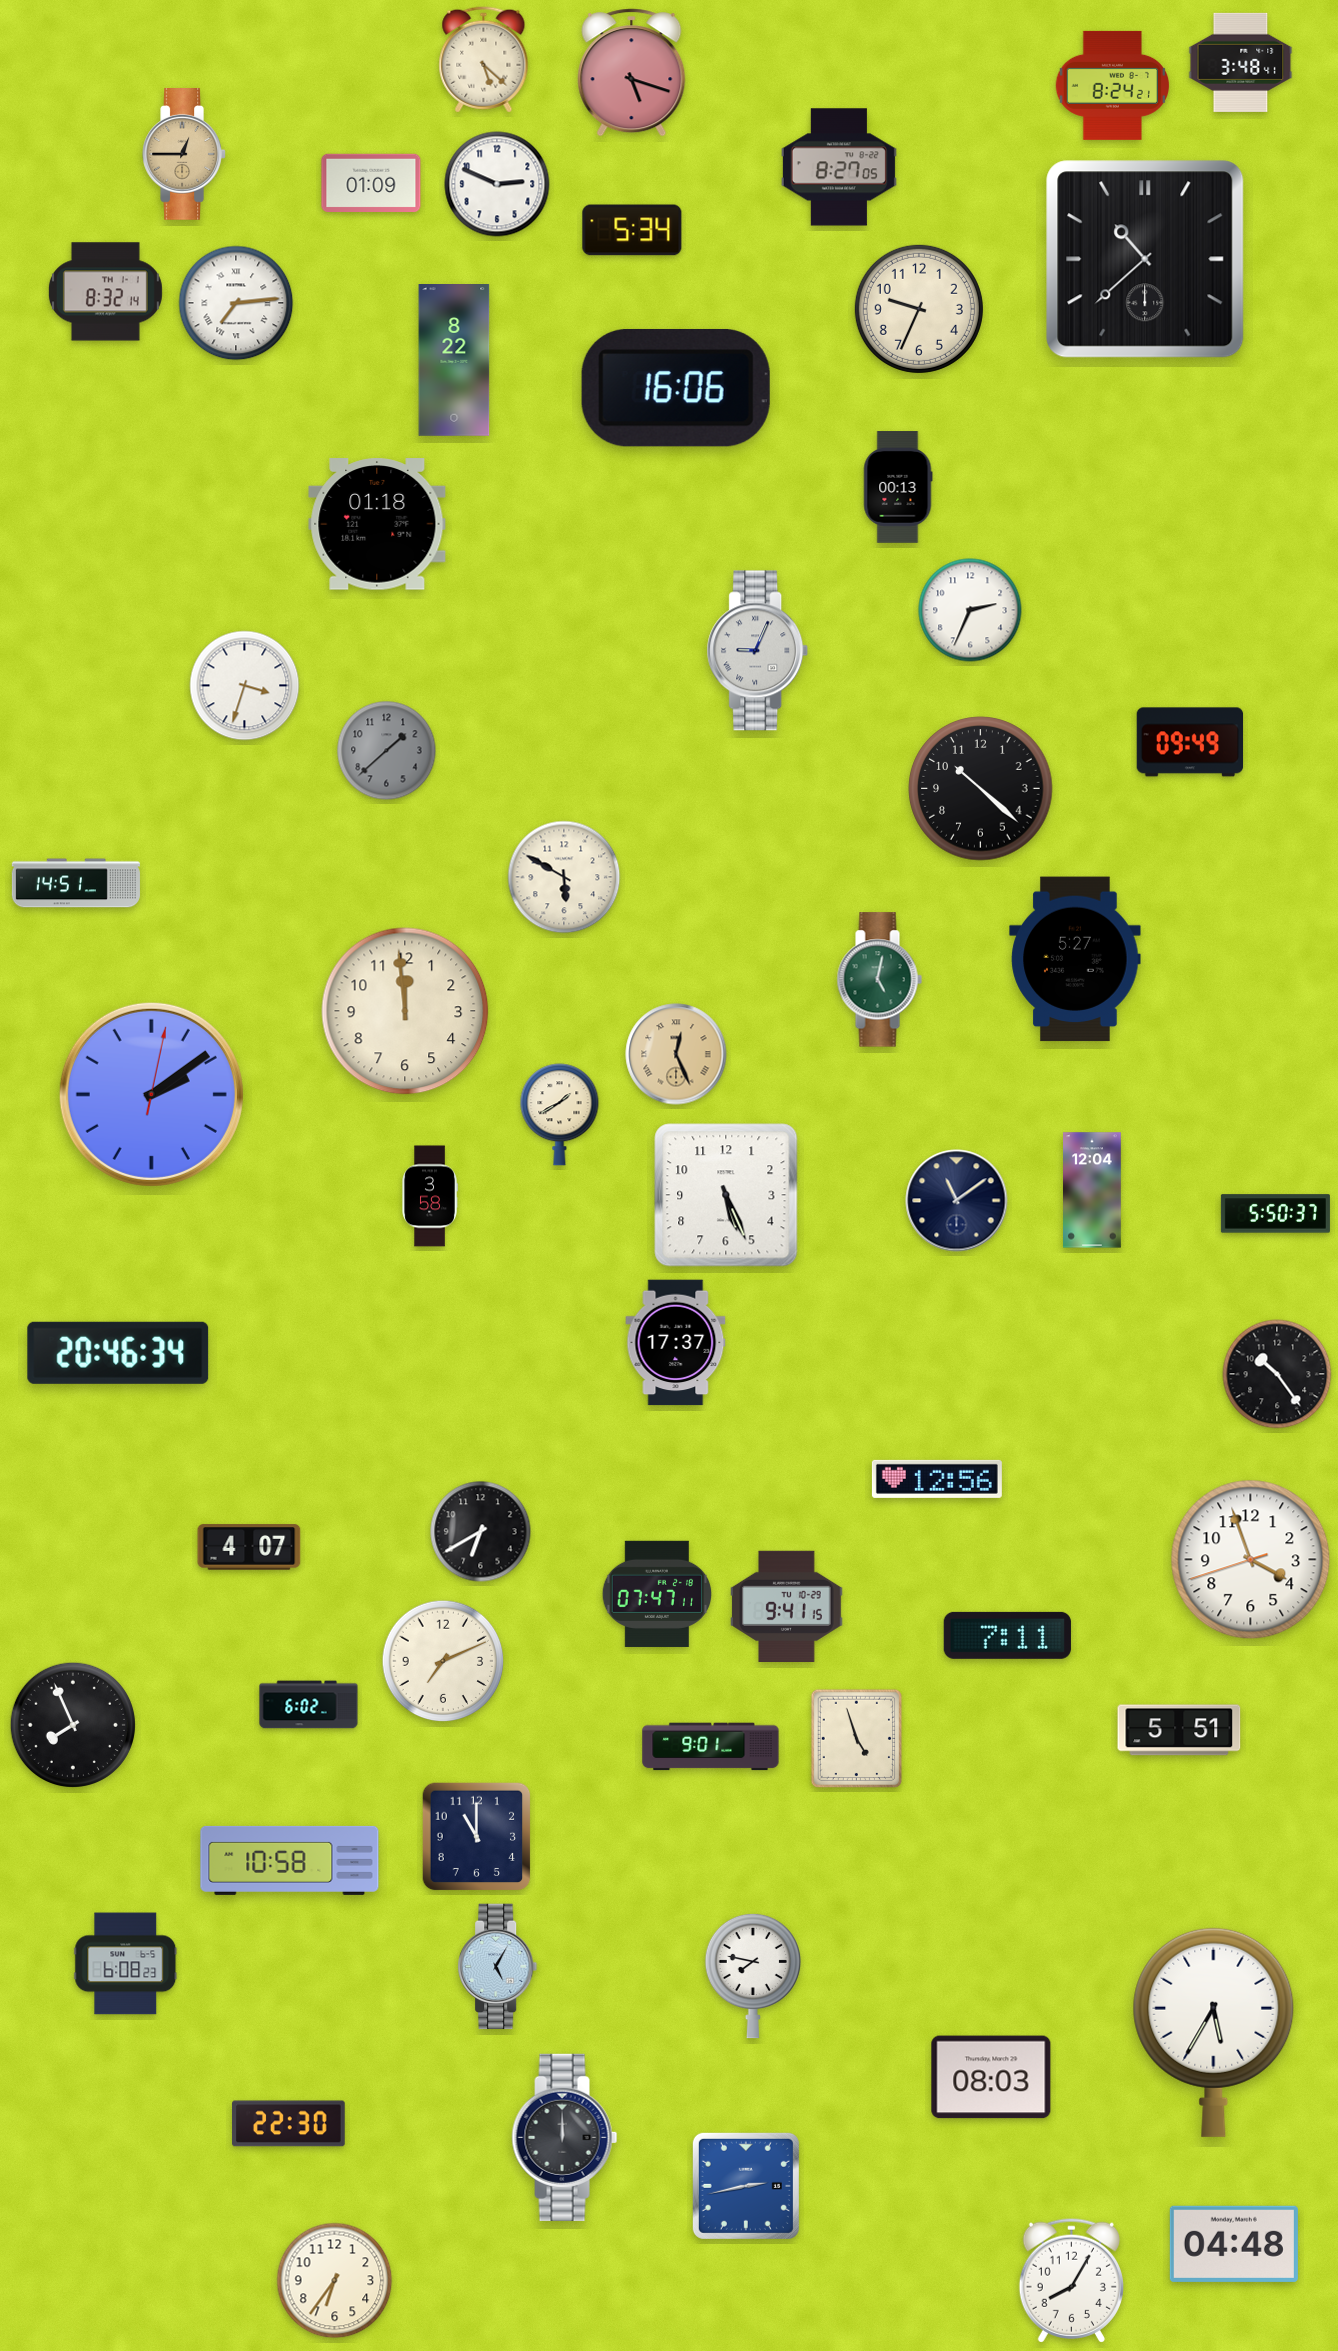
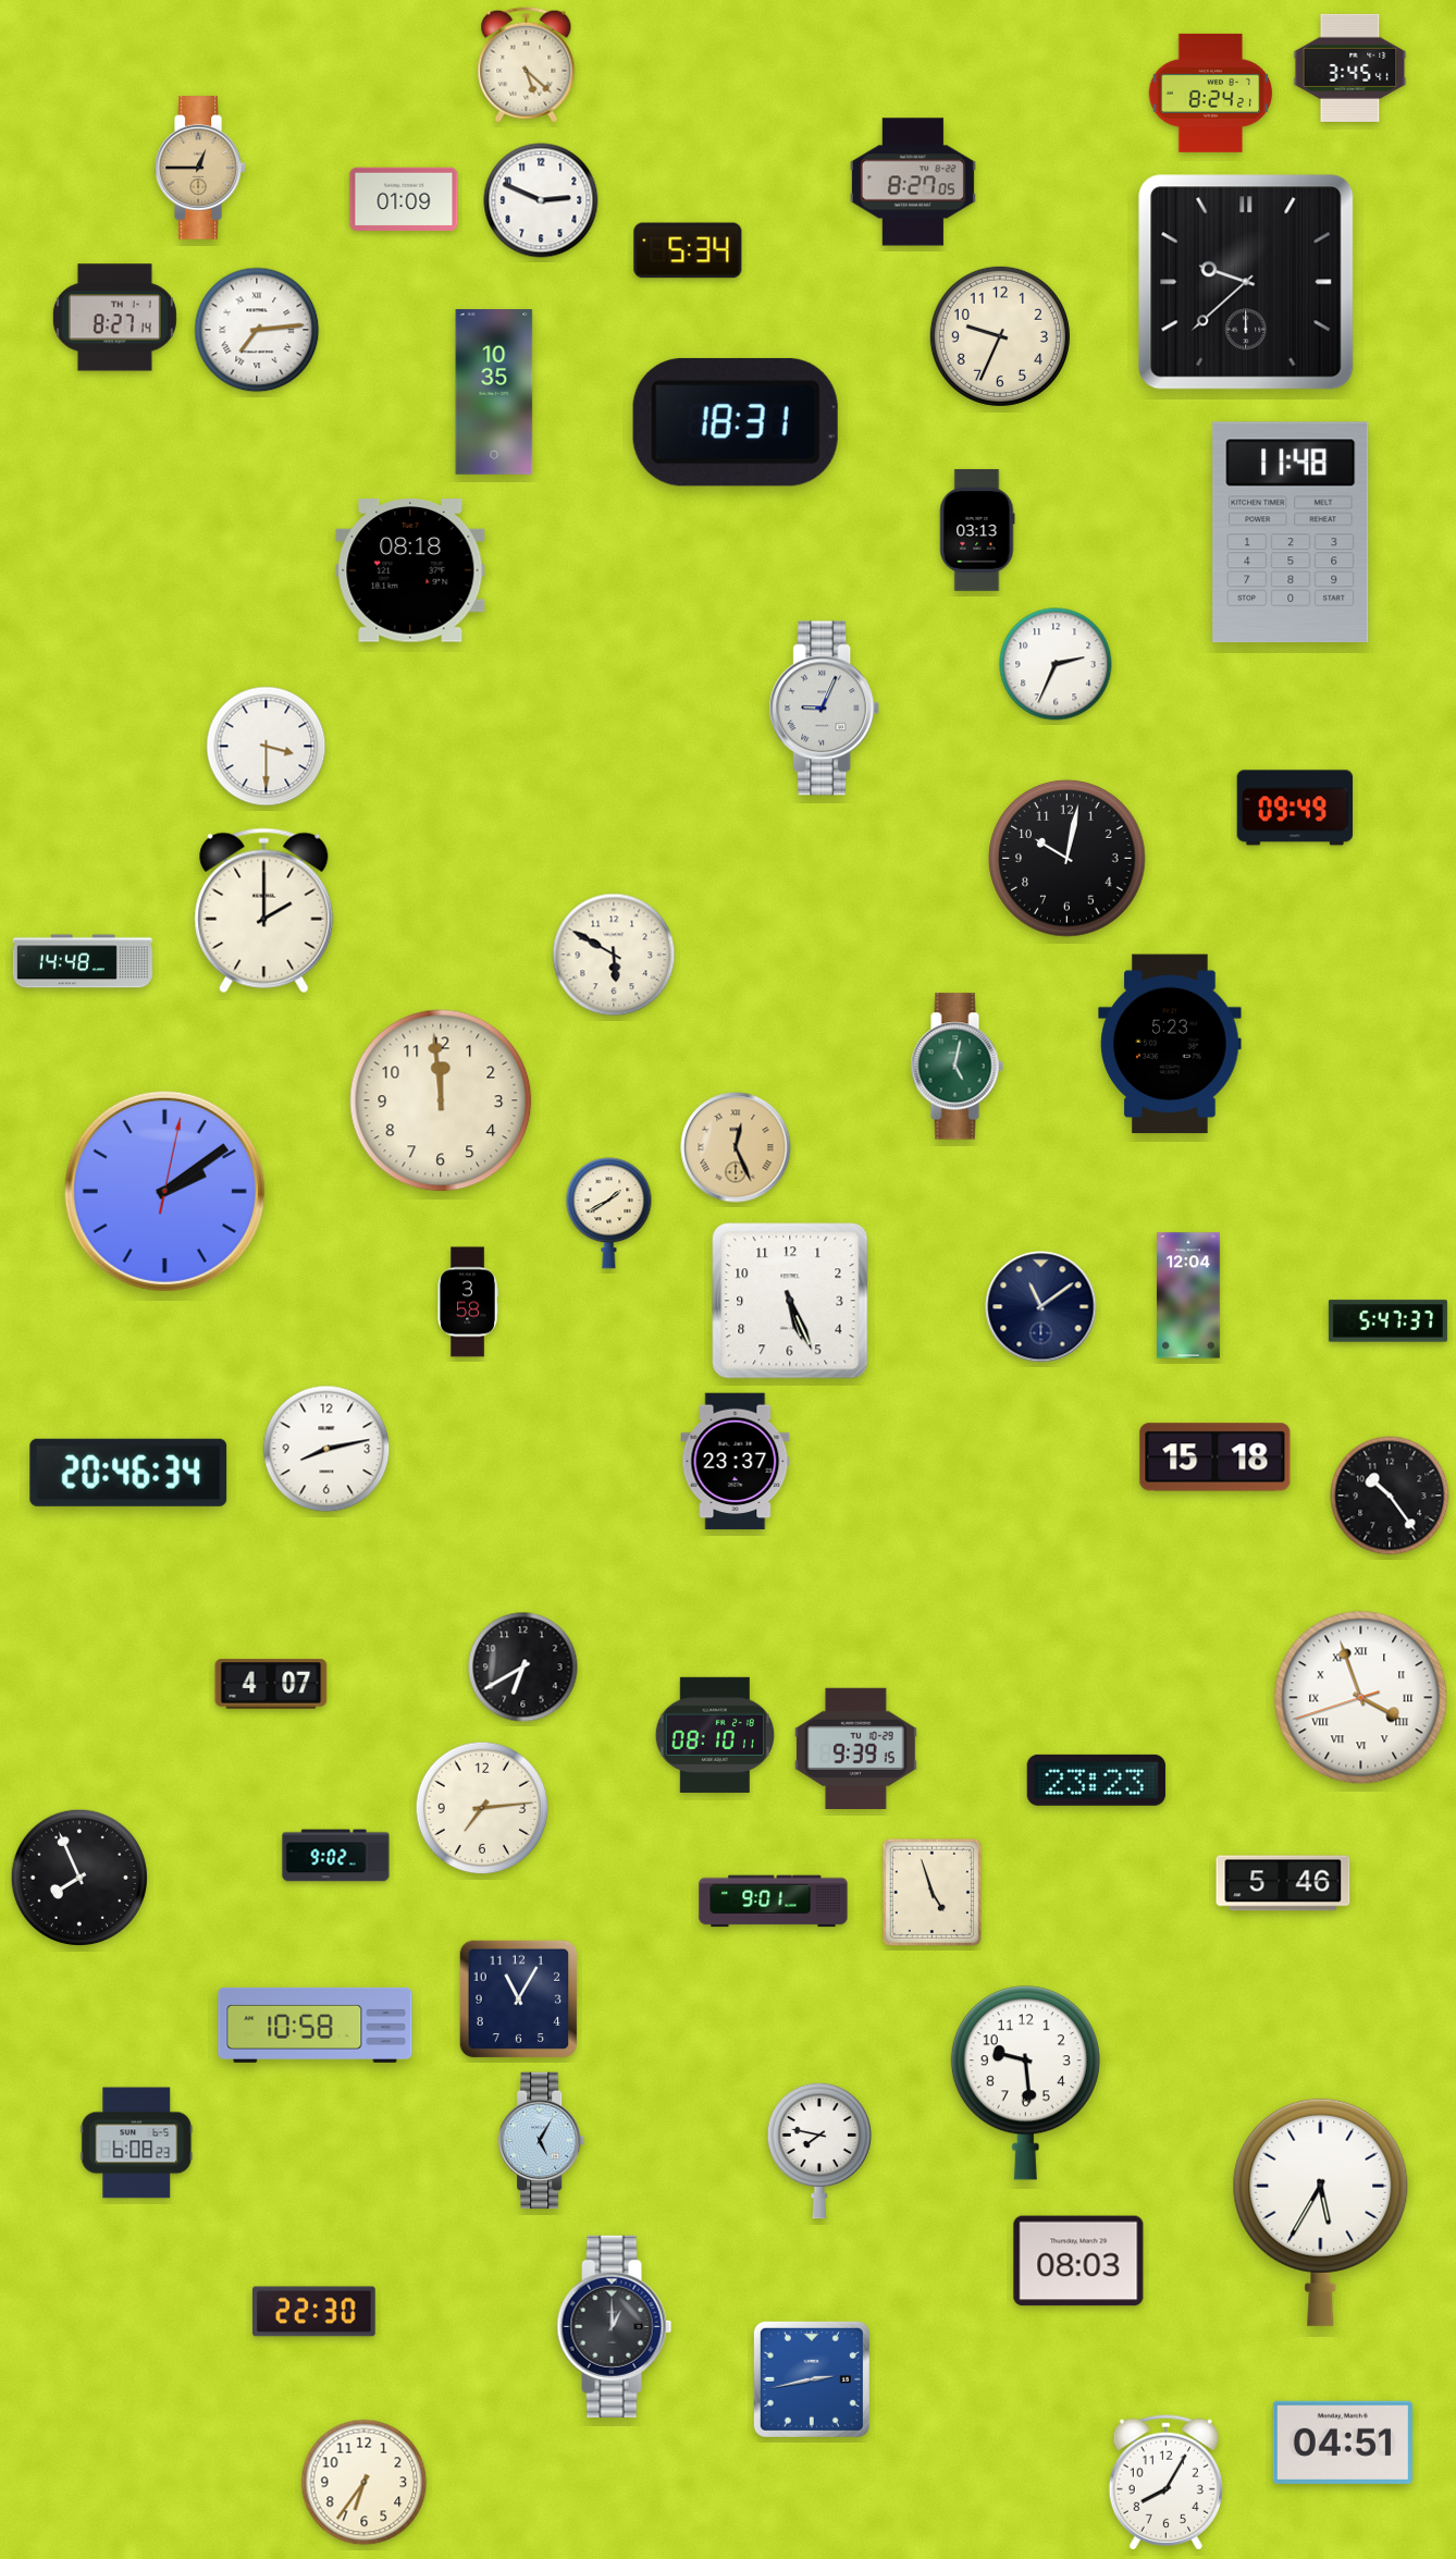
clock at (1241, 62): 3:48 -> 3:45
clock at (632, 73): 5:18 -> none
clock at (1145, 259): 10:38 -> 9:38
clock at (105, 292): 8:32 -> 8:27
clock at (454, 361): 8:22 -> 10:35
clock at (676, 388): 16:06 -> 18:31
clock at (898, 487): 00:13 -> 03:13
clock at (1291, 532): none -> 11:48
clock at (377, 524): 01:18 -> 08:18
clock at (245, 686): 3:33 -> 3:30
clock at (387, 751): 1:38 -> none
clock at (981, 789): 10:22 -> 10:02
clock at (264, 911): none -> 2:00
clock at (76, 883): 14:51 -> 14:48
clock at (1075, 959): 5:27 -> 5:23
clock at (1275, 1214): 5:50 -> 5:47
clock at (326, 1449): none -> 8:13
clock at (1216, 1457): none -> 15:18
clock at (676, 1343): 17:37 -> 23:37
clock at (937, 1479): 12:56 -> none
clock at (1251, 1560) numerals: Arabic -> Roman
clock at (657, 1594): 07:47 -> 08:10
clock at (787, 1606): 9:41 -> 9:39
clock at (1007, 1635): 7:11 -> 23:23
clock at (443, 1661): 7:11 -> 7:14
clock at (309, 1705): 6:02 -> 9:02
clock at (1179, 1730): 5:51 -> 5:46
clock at (477, 1837): 11:00 -> 11:05
clock at (1025, 2083): none -> 9:29
clock at (126, 1964) position: (126, 1964) -> (137, 2143)
clock at (565, 2137): 12:00 -> 1:00
clock at (1234, 2244): 04:48 -> 04:51
